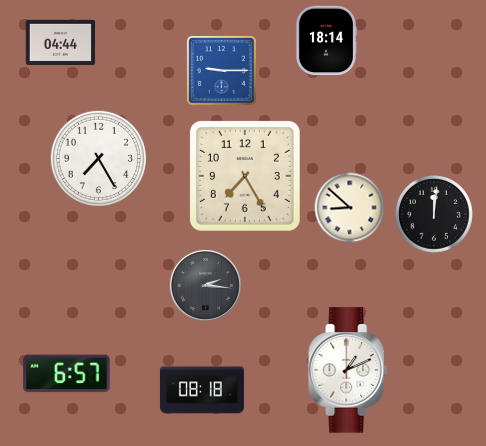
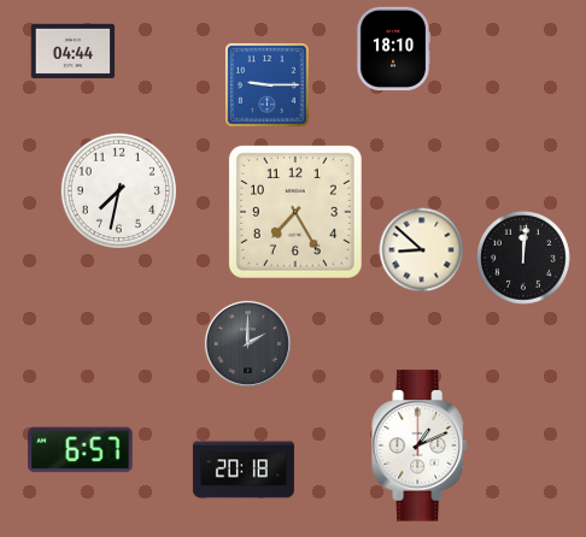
clock at (326, 41): 18:14 -> 18:10
clock at (98, 158): 7:25 -> 7:32
clock at (205, 285): 2:16 -> 2:00
clock at (202, 390): 08:18 -> 20:18
